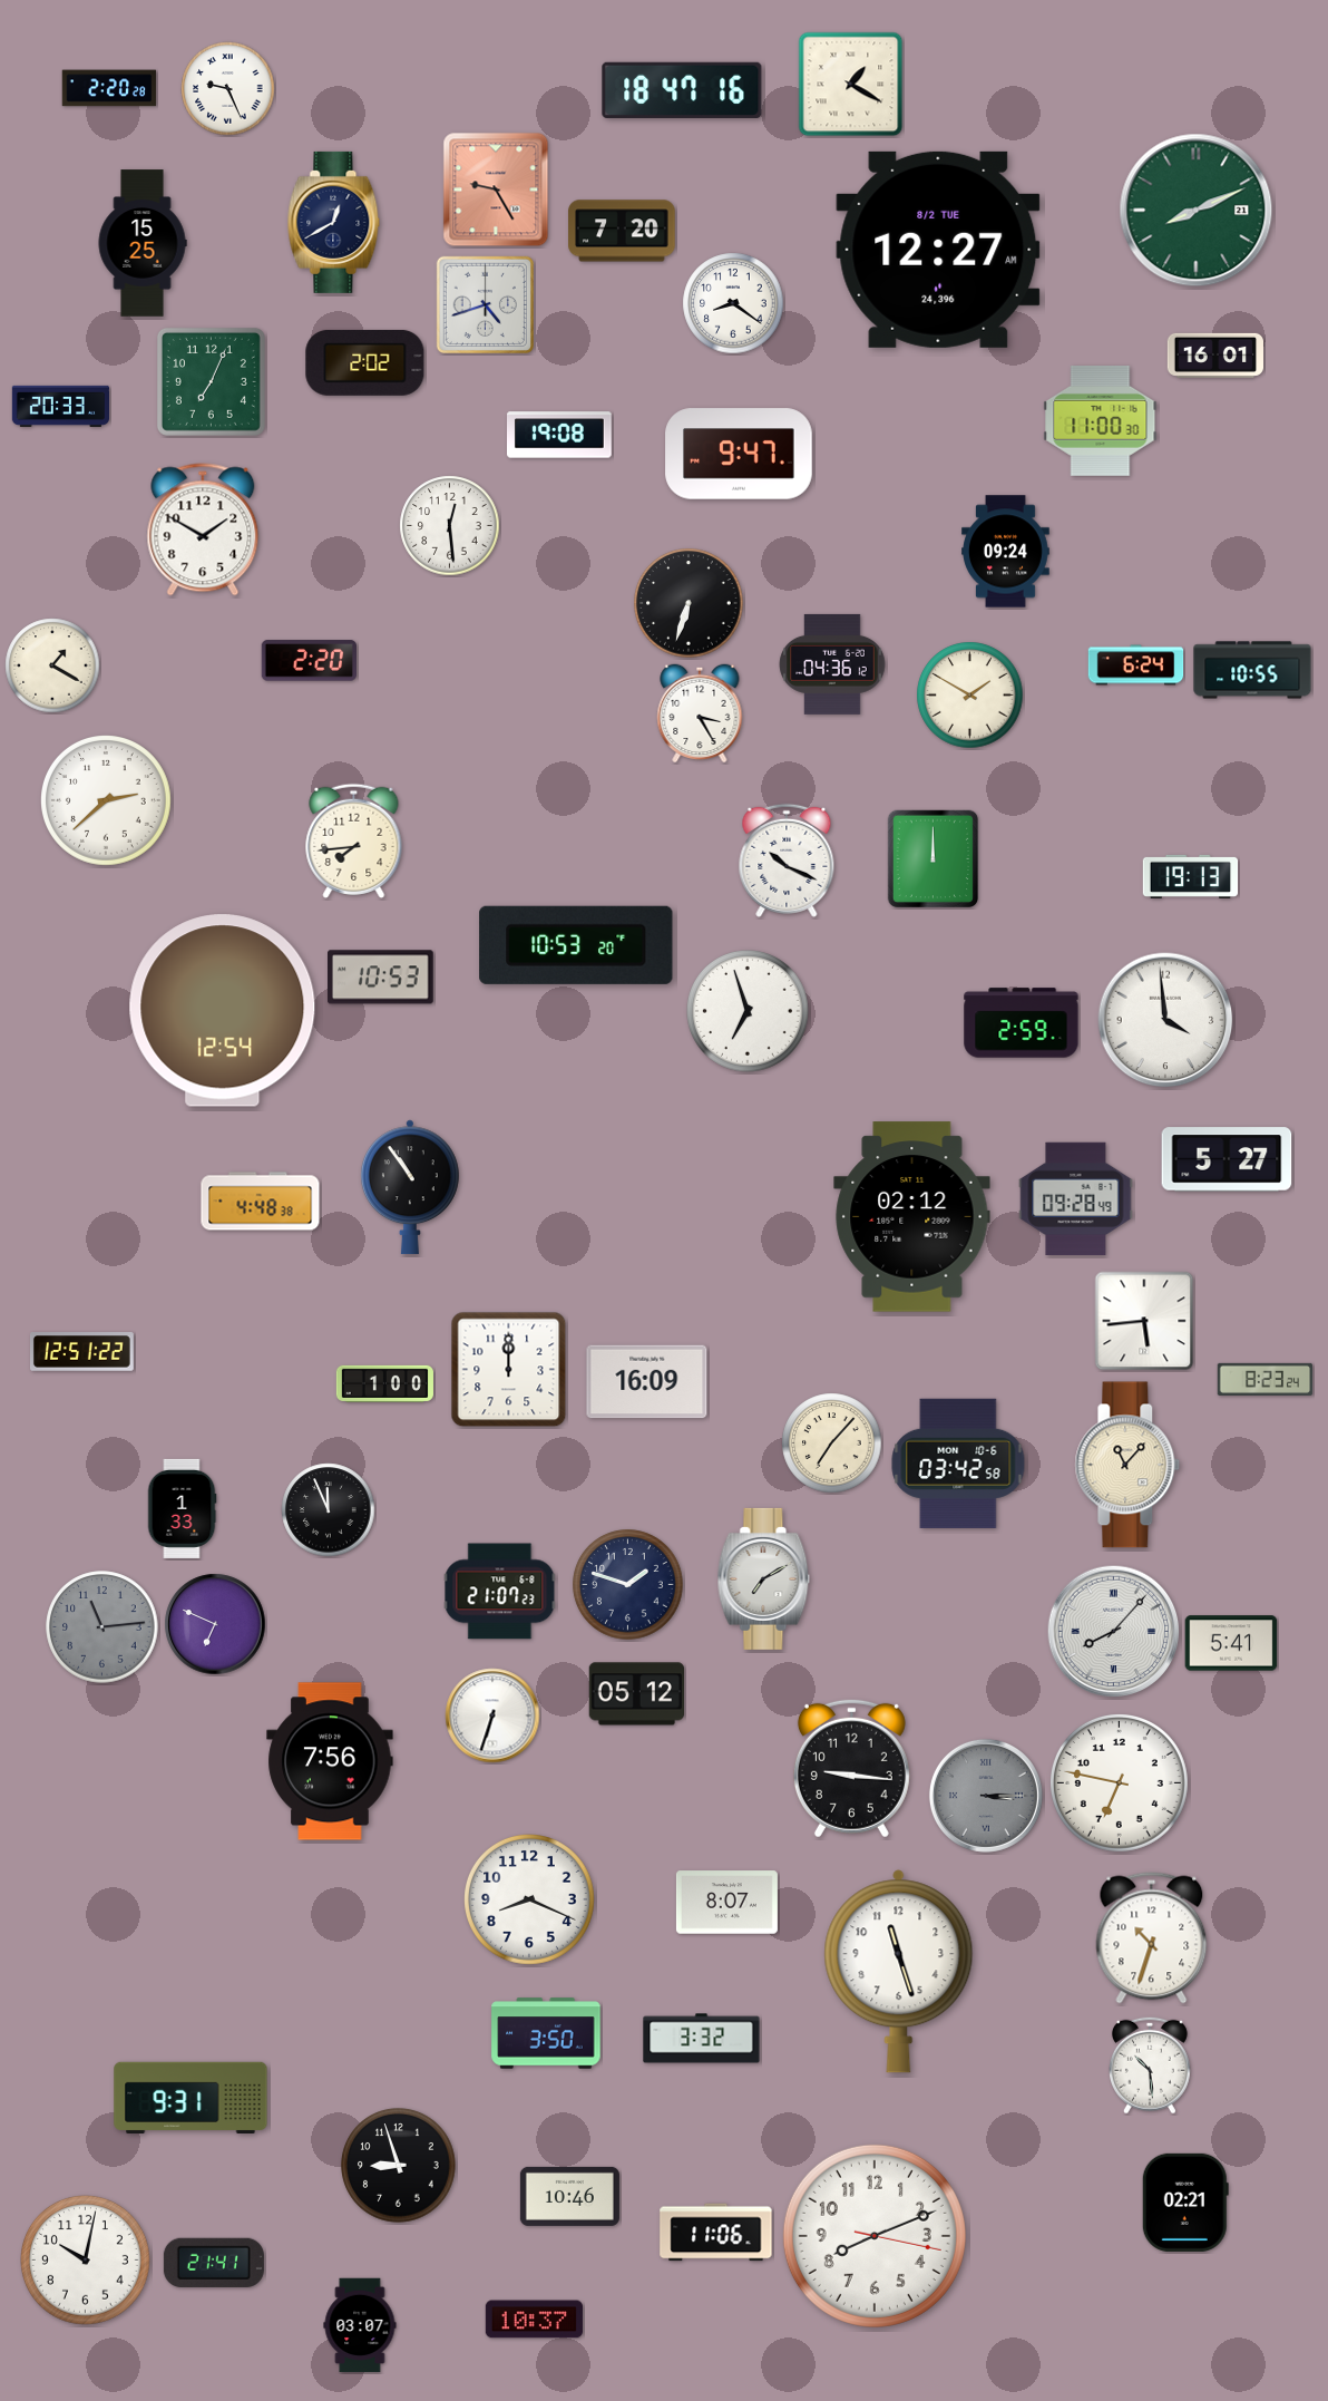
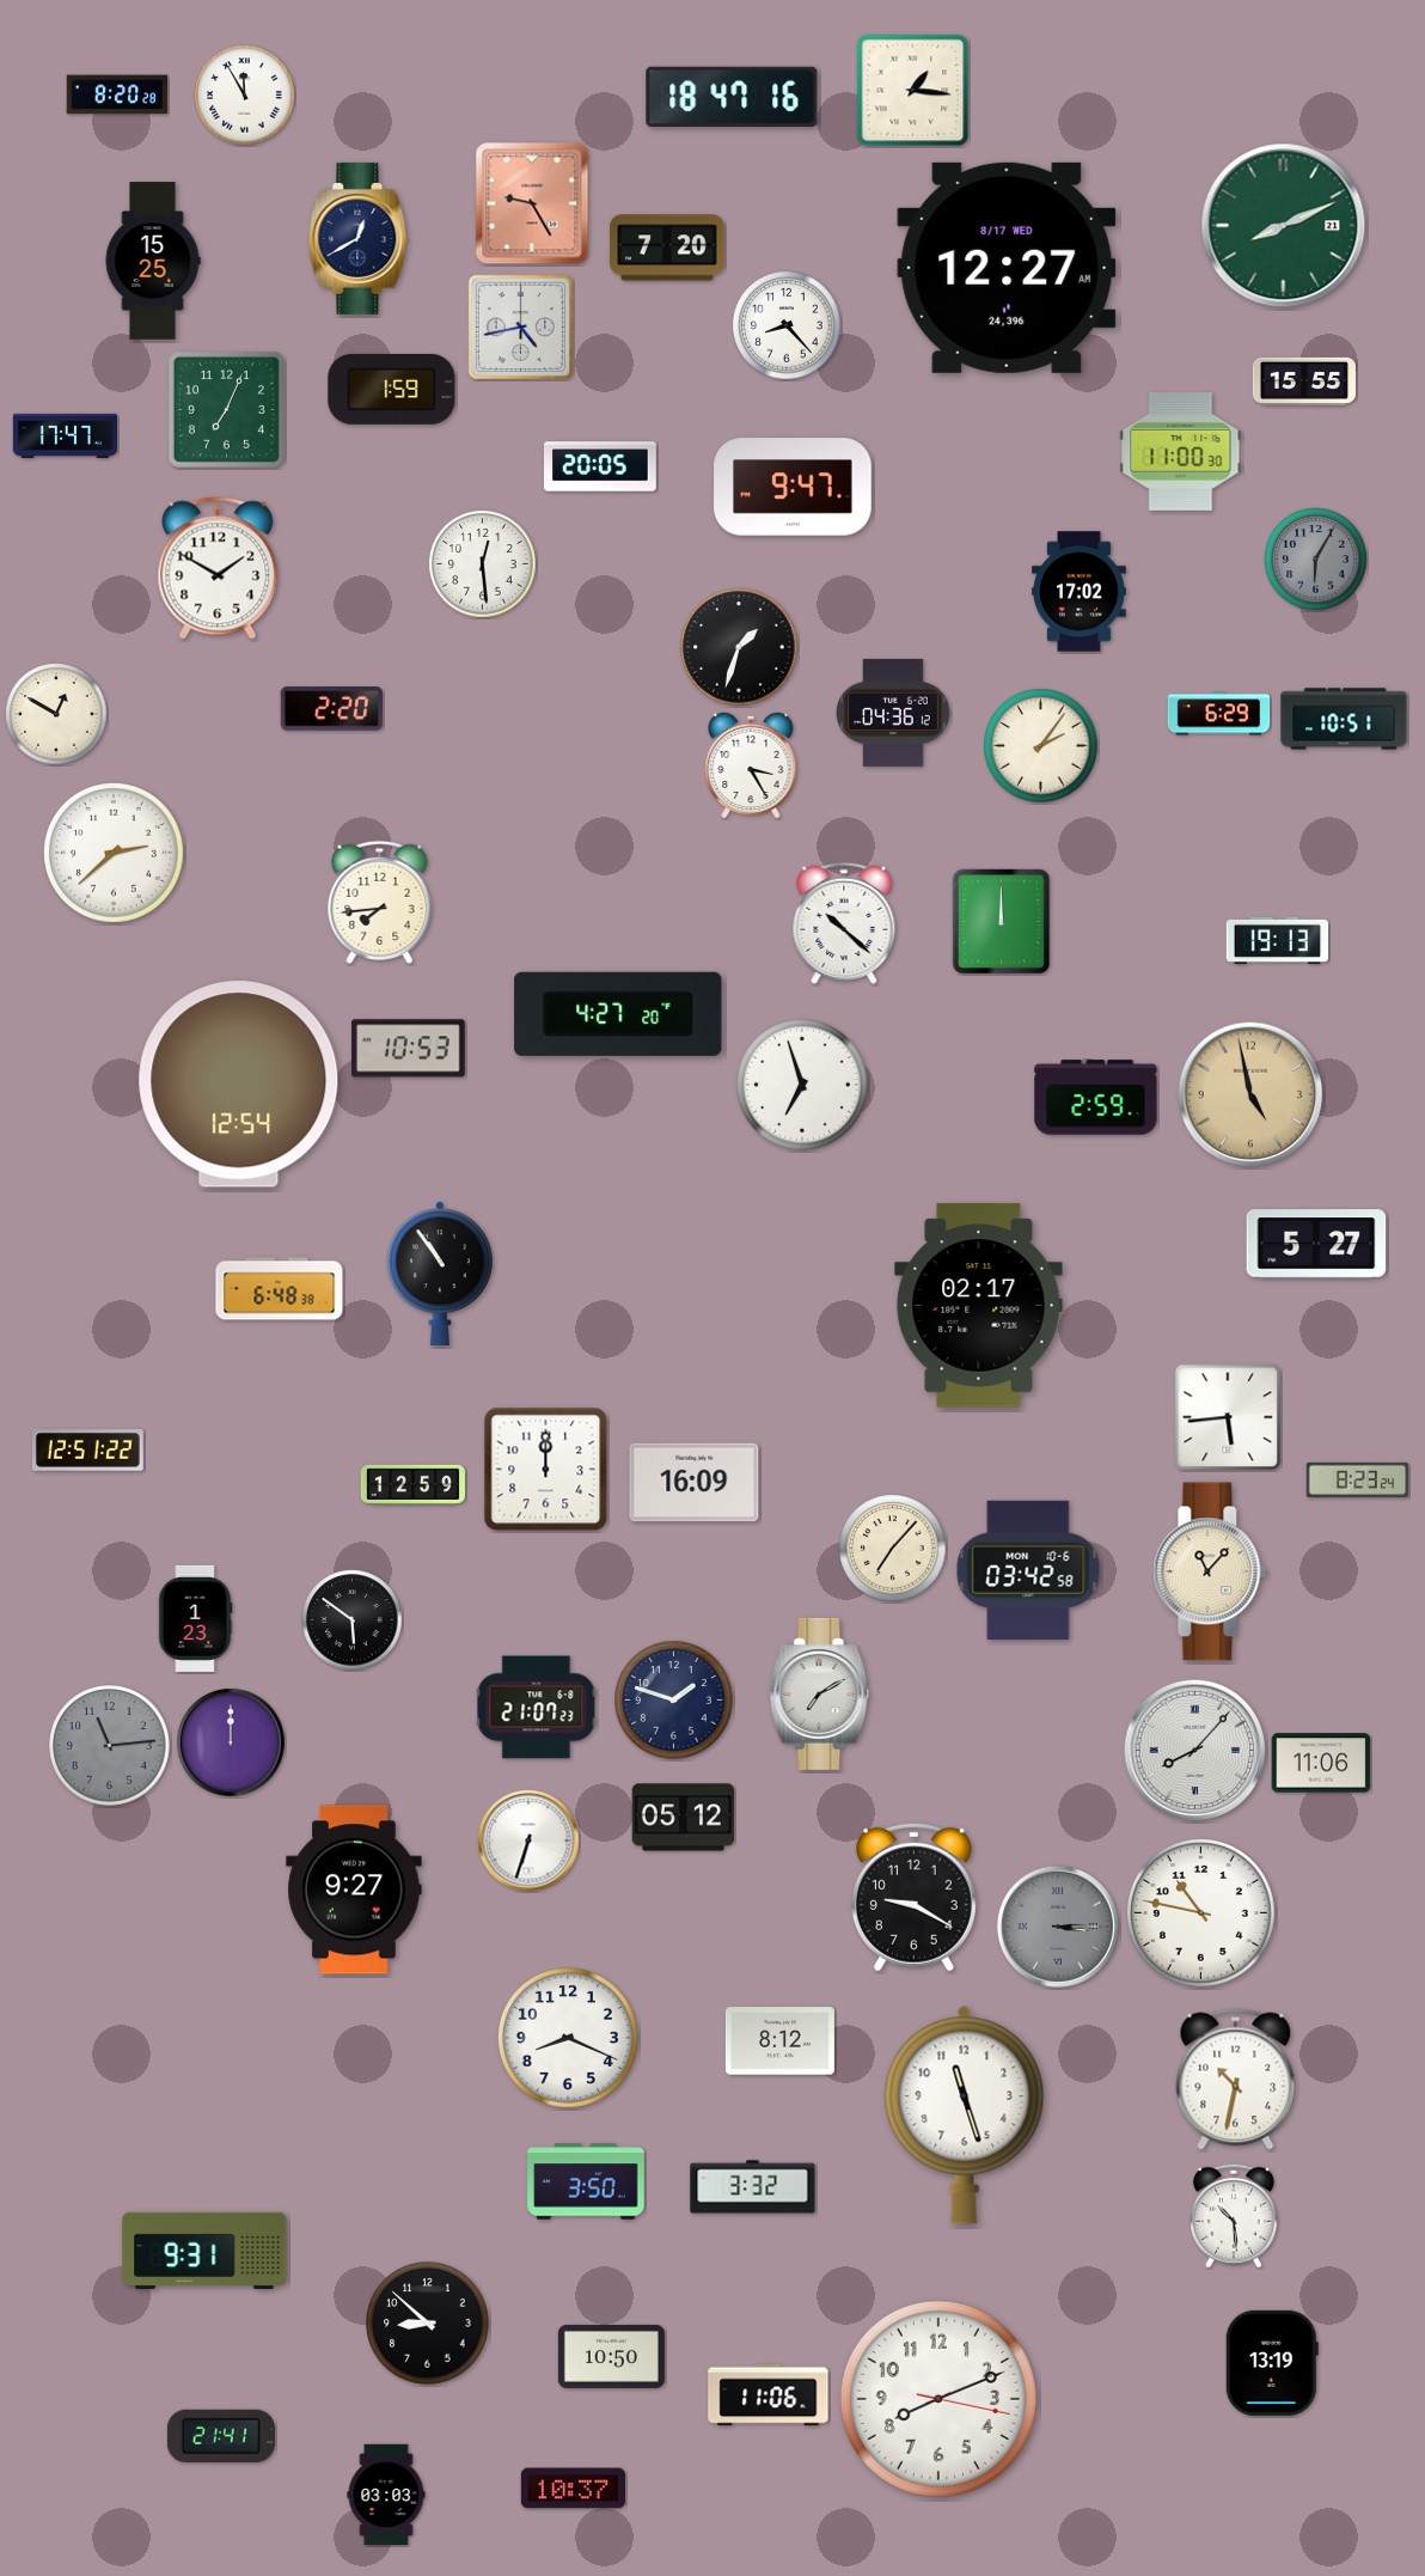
clock at (851, 85): 1:20 -> 1:16
clock at (109, 88): 2:20 -> 8:20
clock at (228, 89): 9:26 -> 11:55
clock at (938, 250) date: 8/2 TUE -> 8/17 WED
clock at (733, 303): 8:21 -> 8:23
clock at (485, 304): 4:42 -> 4:43
clock at (1214, 356): 16:01 -> 15:55
clock at (365, 362): 2:02 -> 1:59
clock at (60, 406): 20:33 -> 17:47
clock at (560, 435): 19:08 -> 20:05
clock at (1316, 560): none -> 6:05
clock at (1006, 552): 09:24 -> 17:02
clock at (689, 603): 6:33 -> 1:33
clock at (52, 665): 1:20 -> 12:50
clock at (1136, 665): 6:24 -> 6:29
clock at (1252, 670): 10:55 -> 10:51
clock at (970, 696): 1:50 -> 2:06
clock at (107, 801) position: (107, 801) -> (115, 854)
clock at (787, 861): 10:19 -> 10:22
clock at (576, 945): 10:53 -> 4:27
clock at (1165, 1020): 3:59 -> 4:58
clock at (1165, 1020) dial: white -> champagne
clock at (1076, 1199): 09:28 -> none
clock at (261, 1202): 4:48 -> 6:48
clock at (912, 1217): 02:12 -> 02:17
clock at (384, 1383): 1:00 -> 12:59
clock at (182, 1508): 1:33 -> 1:23
clock at (329, 1510): 11:56 -> 5:51
clock at (215, 1624): 6:49 -> 12:00
clock at (1231, 1643): 5:41 -> 11:06
clock at (330, 1761): 7:56 -> 9:27
clock at (851, 1768): 9:16 -> 9:20
clock at (1119, 1782): 6:47 -> 10:47
clock at (726, 1903): 8:07 -> 8:12
clock at (1152, 1938): 10:33 -> 10:32
clock at (399, 2166): 8:57 -> 8:52
clock at (569, 2196): 10:46 -> 10:50
clock at (1185, 2203): 02:21 -> 13:19
clock at (86, 2261): 10:02 -> none
clock at (214, 2263) position: (214, 2263) -> (221, 2436)
clock at (360, 2325): 03:07 -> 03:03
